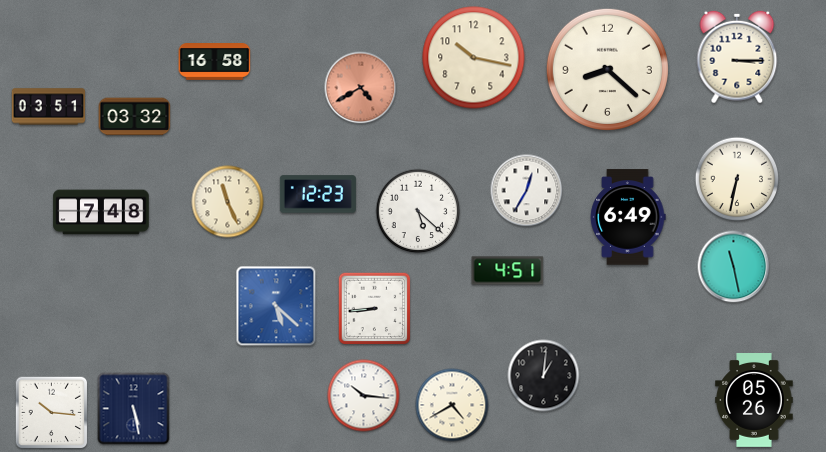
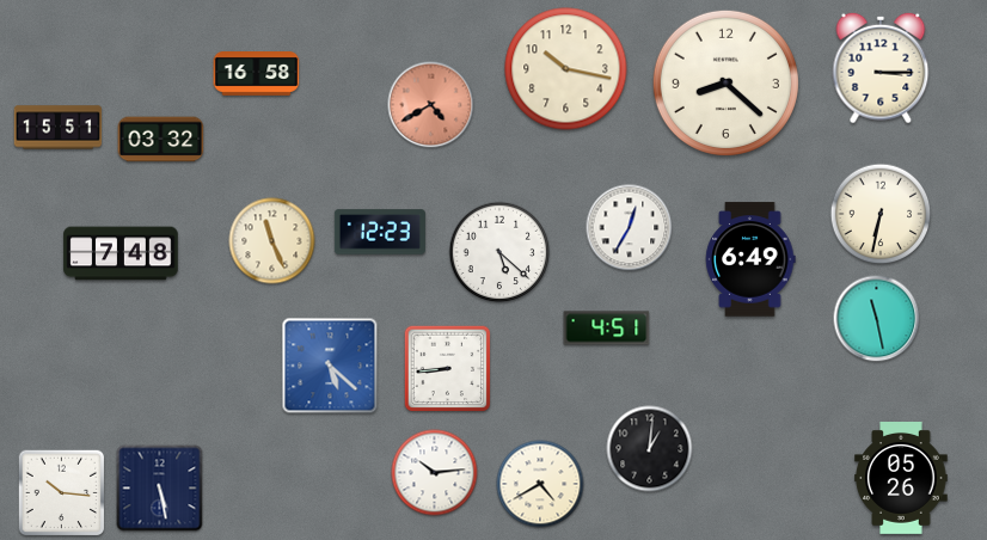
clock at (49, 107): 03:51 -> 15:51
clock at (508, 271) position: (508, 271) -> (607, 329)
clock at (364, 396): 10:16 -> 10:14
